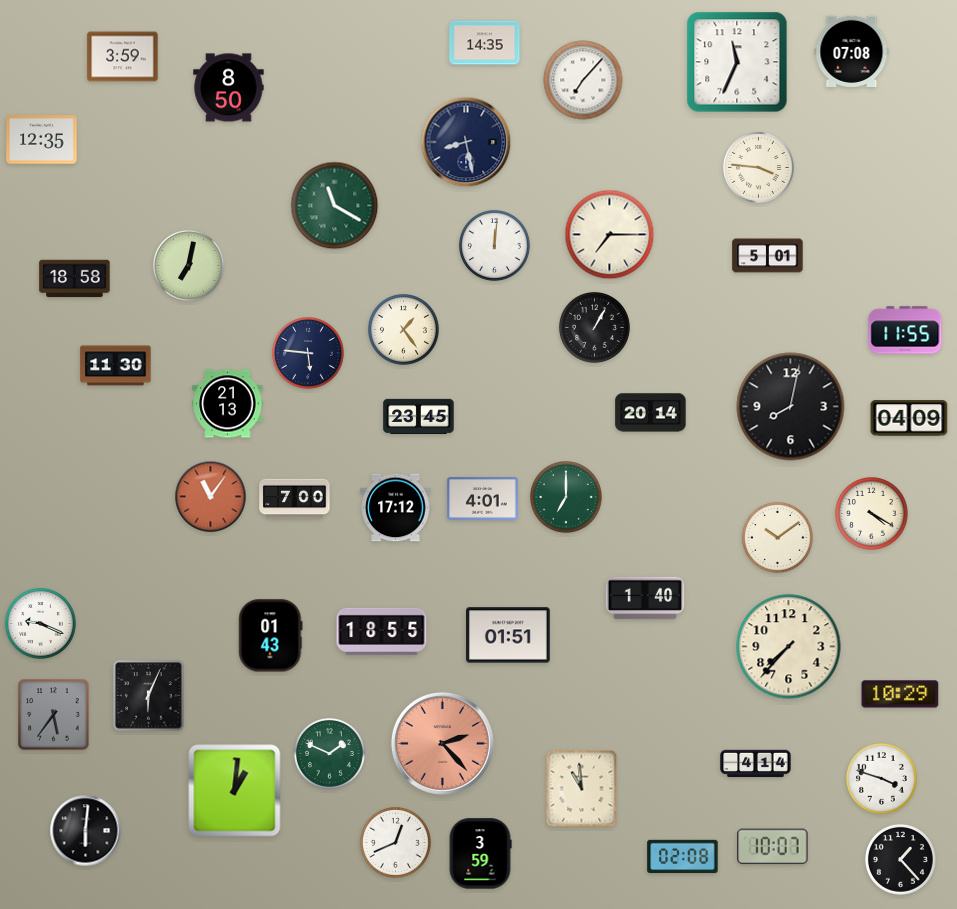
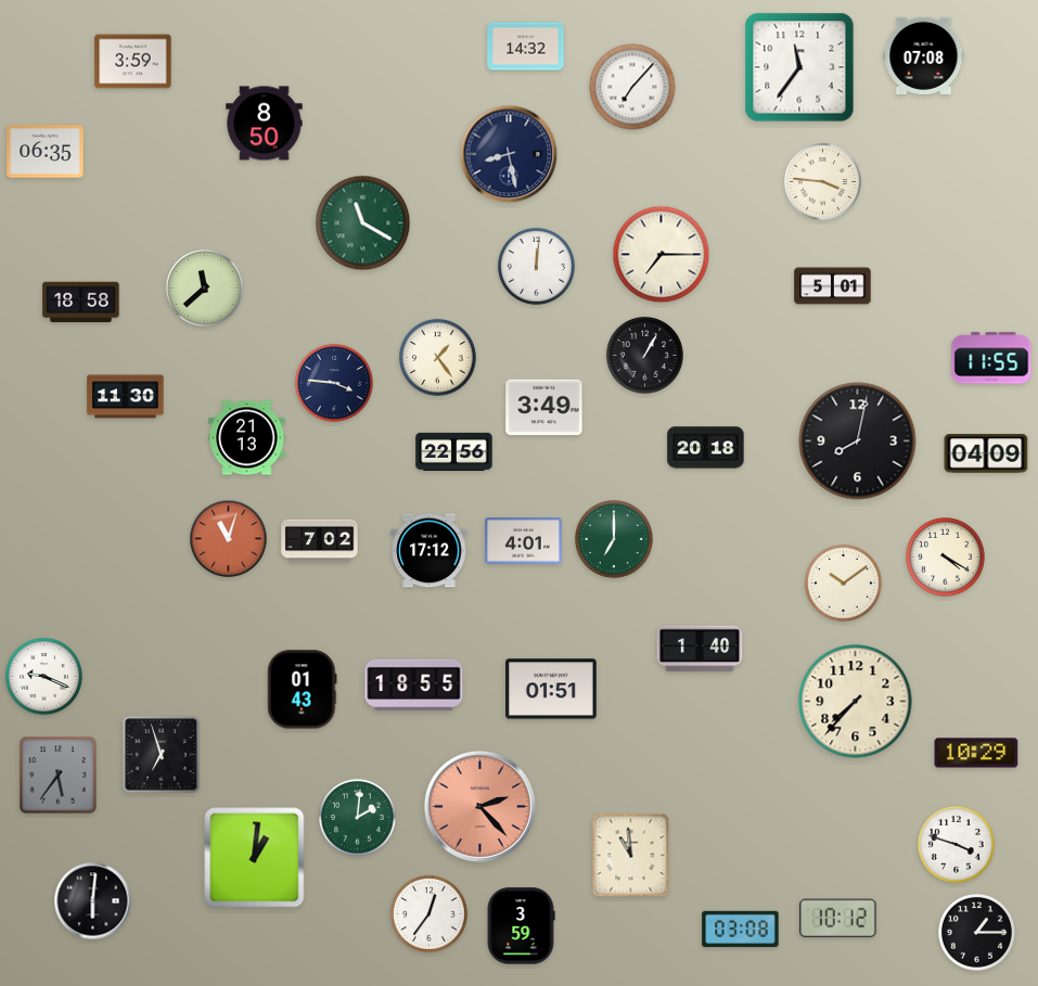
clock at (485, 43): 14:35 -> 14:32
clock at (737, 62): 11:34 -> 11:36
clock at (229, 88) position: (229, 88) -> (265, 124)
clock at (42, 140): 12:35 -> 06:35
clock at (466, 142) position: (466, 142) -> (509, 154)
clock at (768, 256) position: (768, 256) -> (833, 286)
clock at (188, 265): 7:02 -> 11:38
clock at (905, 330) position: (905, 330) -> (991, 358)
clock at (309, 354): 5:46 -> 3:46
clock at (544, 408): none -> 3:49
clock at (651, 413): 20:14 -> 20:18
clock at (419, 416): 23:45 -> 22:56
clock at (211, 497): 11:06 -> 11:03
clock at (295, 499): 7:00 -> 7:02
clock at (271, 636) position: (271, 636) -> (303, 690)
clock at (149, 696): 6:04 -> 6:57
clock at (329, 753): 1:49 -> 2:01
clock at (756, 764): 4:14 -> none
clock at (395, 842): 12:41 -> 12:36
clock at (773, 847): 10:07 -> 10:12
clock at (683, 857): 02:08 -> 03:08
clock at (900, 859): 1:23 -> 1:15
